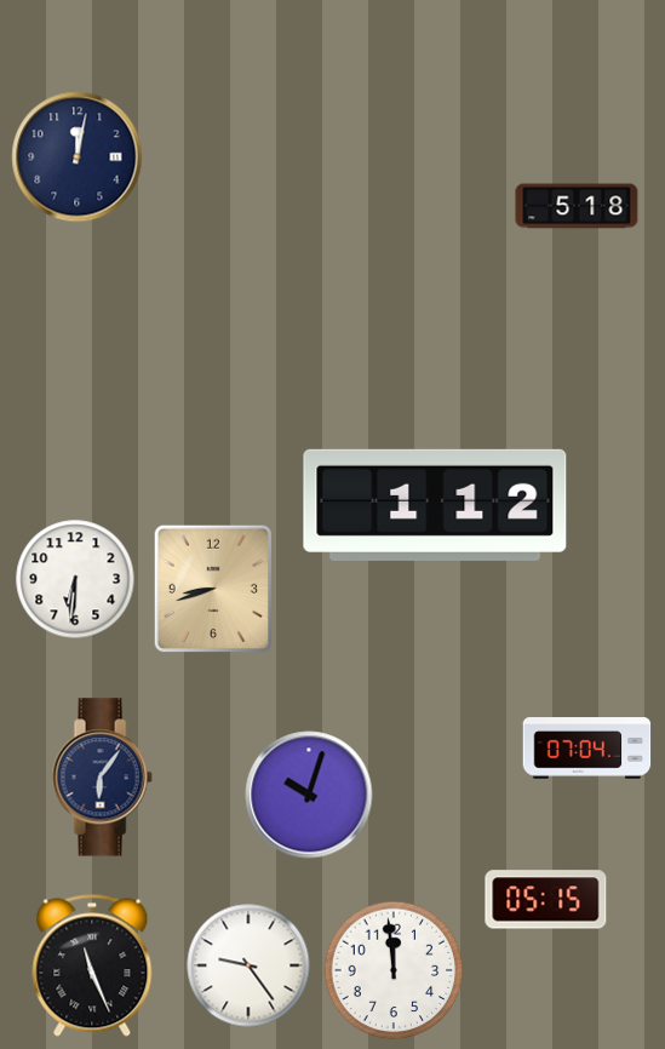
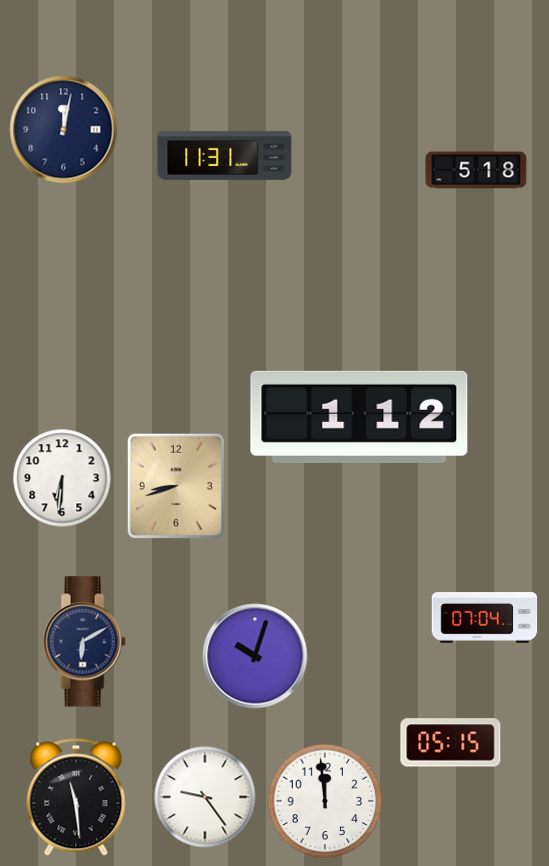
clock at (225, 155): none -> 11:31
clock at (102, 778): 6:06 -> 6:10
clock at (92, 965): 11:26 -> 11:29
